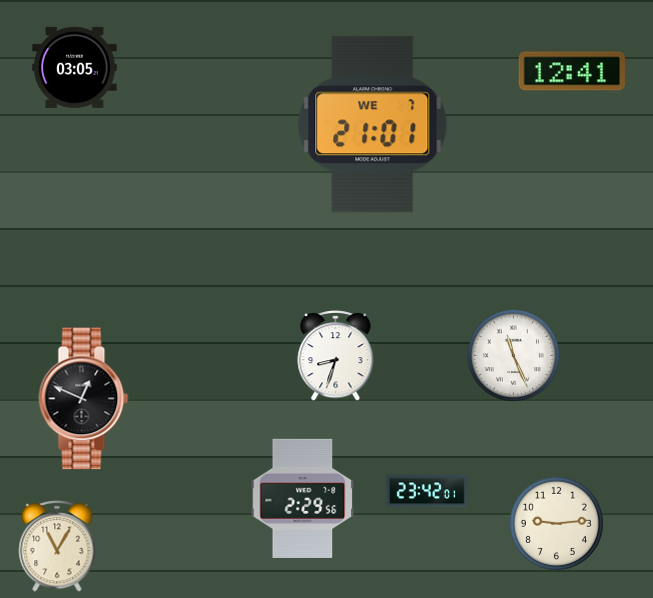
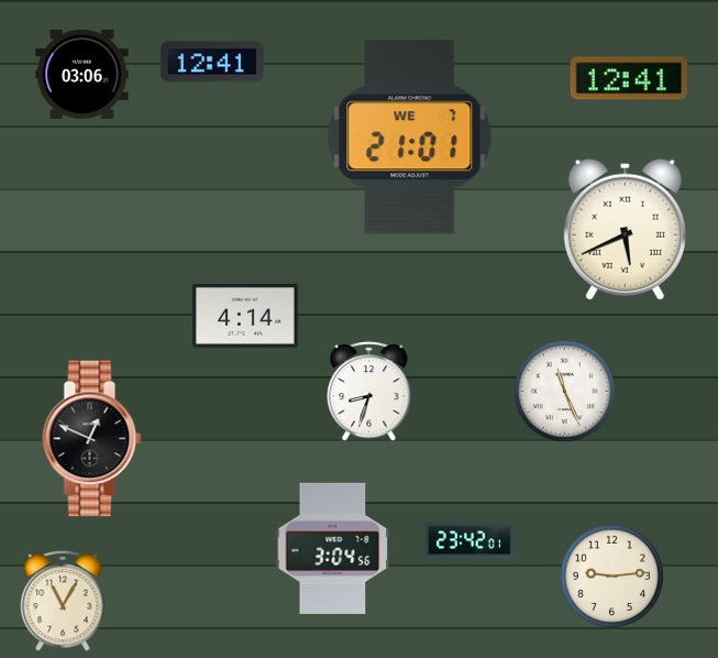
clock at (212, 62): none -> 12:41
clock at (75, 67): 03:05 -> 03:06
clock at (625, 229): none -> 5:41
clock at (246, 316): none -> 4:14
clock at (303, 498): 2:29 -> 3:04
